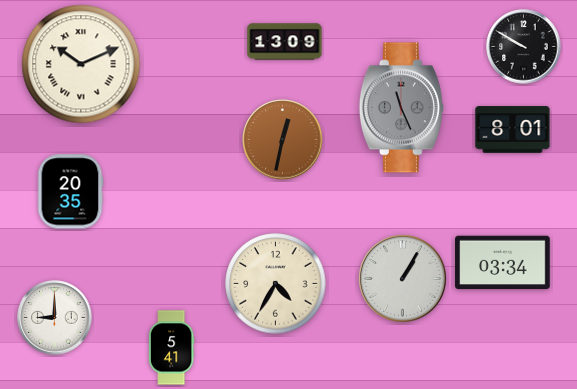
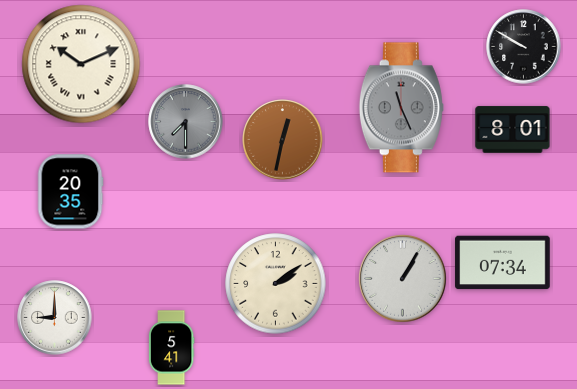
clock at (285, 42): 13:09 -> none
clock at (186, 122): none -> 7:30
clock at (503, 263): 03:34 -> 07:34
clock at (276, 284): 4:35 -> 2:09
